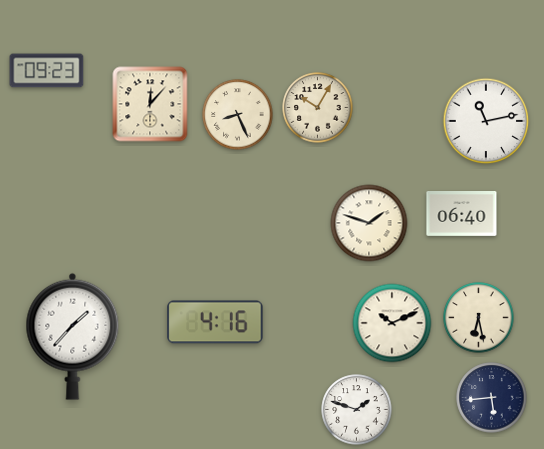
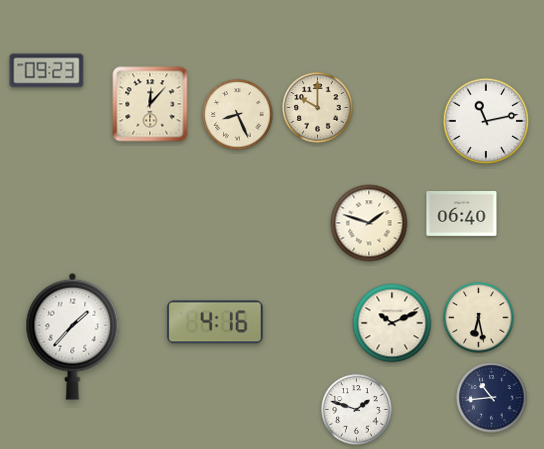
clock at (318, 108): 10:05 -> 10:00
clock at (492, 398): 5:44 -> 10:44
